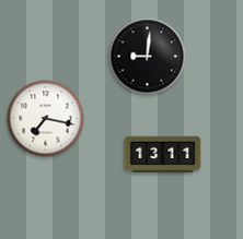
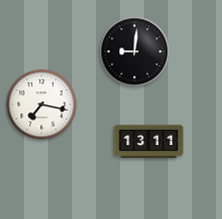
clock at (46, 119) position: (46, 119) -> (42, 105)
